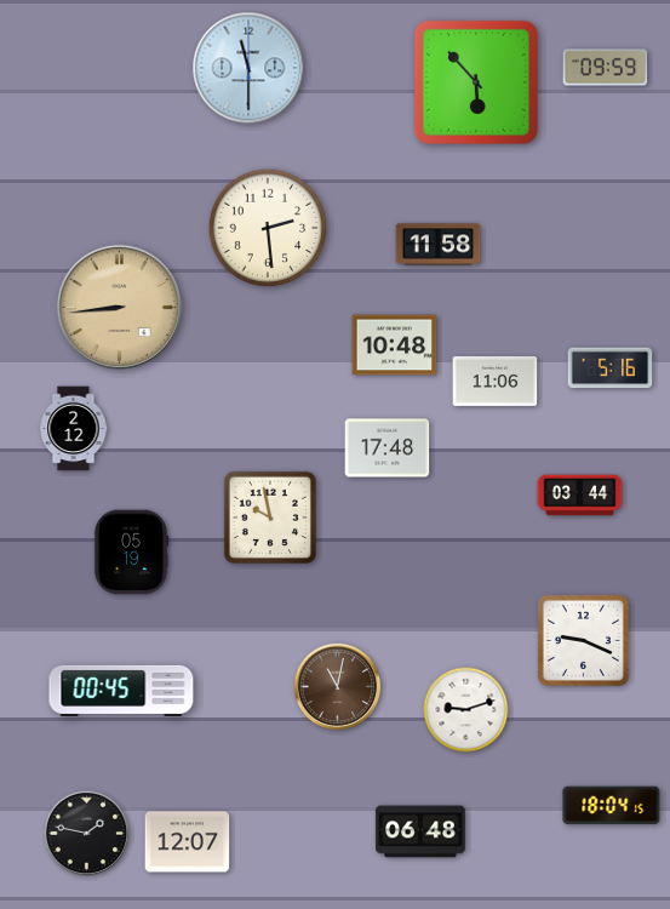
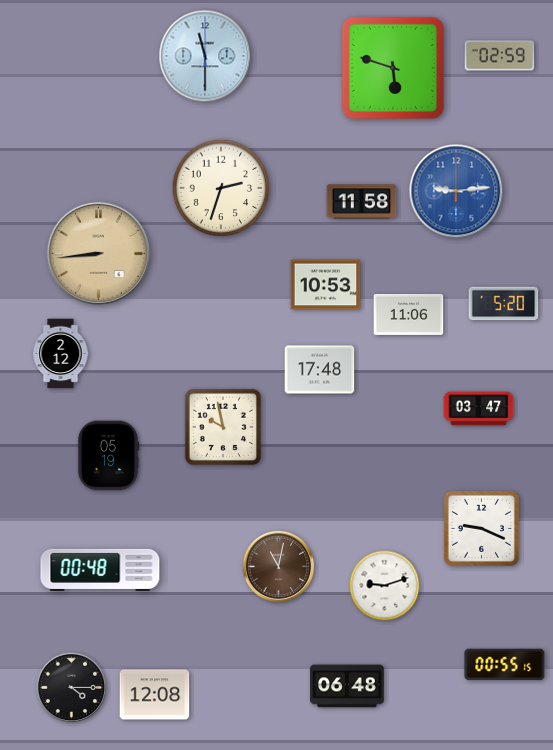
clock at (606, 68): 09:59 -> 02:59
clock at (476, 82): 5:53 -> 5:48
clock at (268, 228): 2:29 -> 2:33
clock at (456, 191): none -> 9:14
clock at (395, 345): 10:48 -> 10:53
clock at (611, 368): 5:16 -> 5:20
clock at (580, 496): 03:44 -> 03:47
clock at (121, 691): 00:45 -> 00:48
clock at (612, 806): 18:04 -> 00:55
clock at (87, 834): 1:47 -> 4:15
clock at (188, 842): 12:07 -> 12:08
